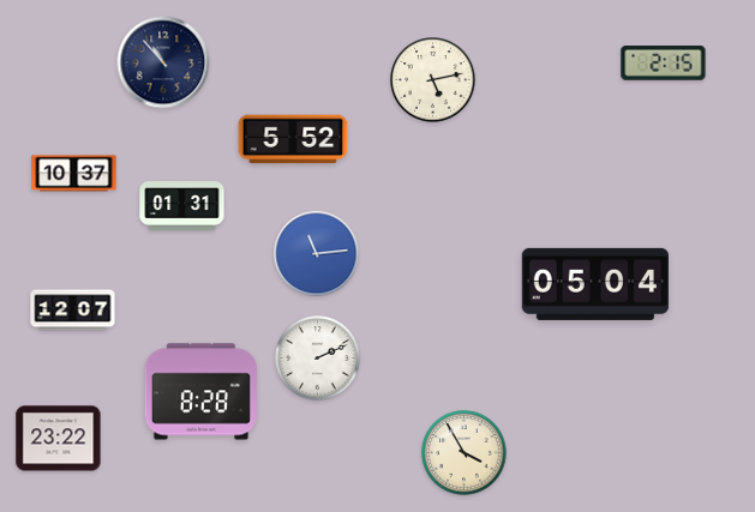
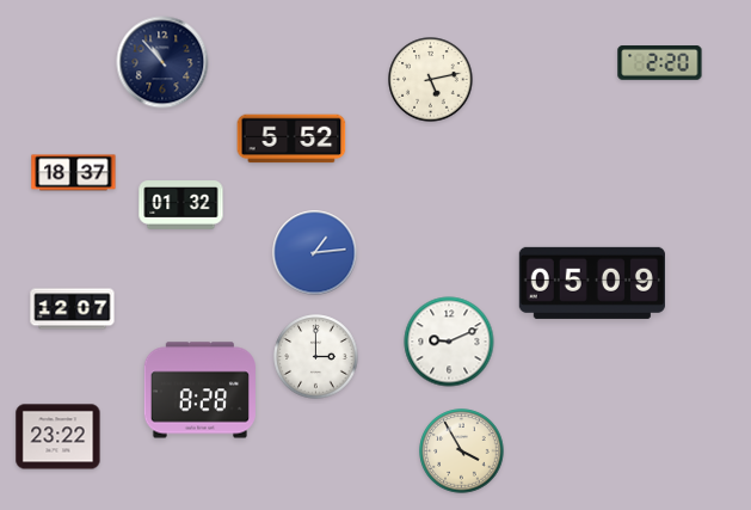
clock at (664, 64): 2:15 -> 2:20
clock at (74, 174): 10:37 -> 18:37
clock at (182, 206): 01:31 -> 01:32
clock at (317, 254): 11:14 -> 1:14
clock at (595, 284): 05:04 -> 05:09
clock at (449, 342): none -> 9:11
clock at (318, 359): 2:11 -> 3:00
